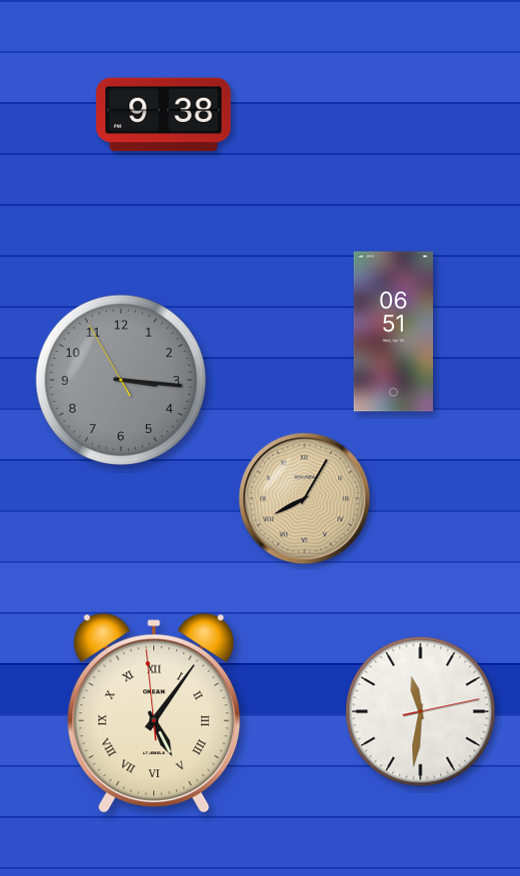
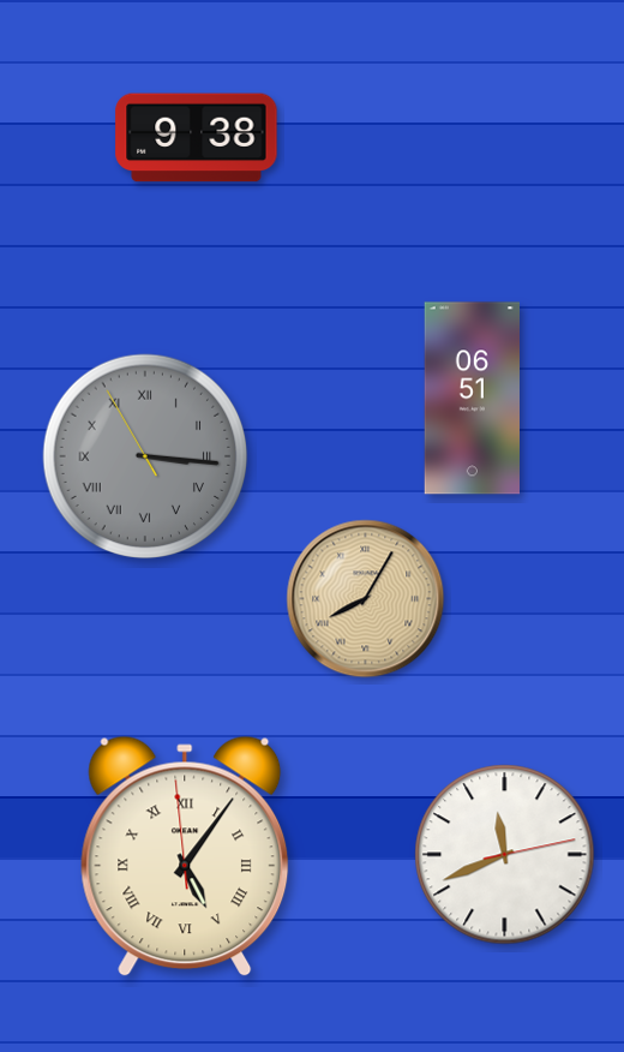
clock at (121, 380) numerals: Arabic -> Roman
clock at (421, 712): 11:31 -> 11:41
